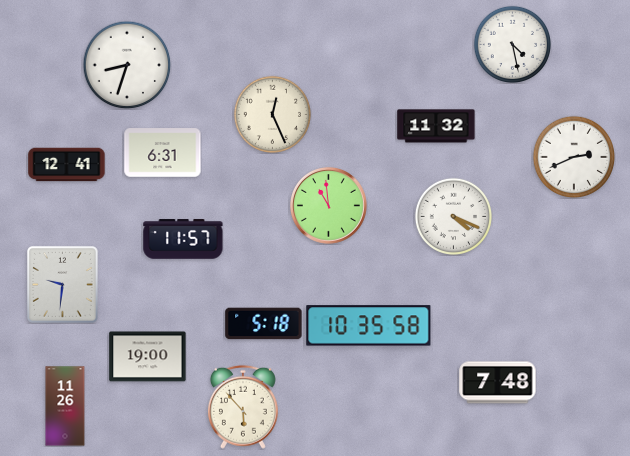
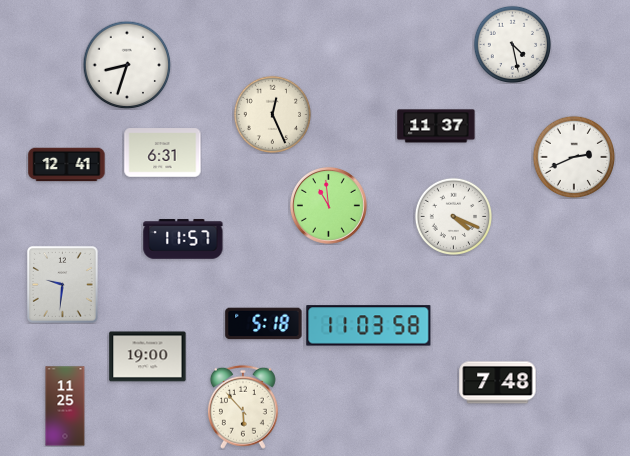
clock at (436, 126): 11:32 -> 11:37
clock at (369, 326): 10:35 -> 11:03
clock at (65, 406): 11:26 -> 11:25
